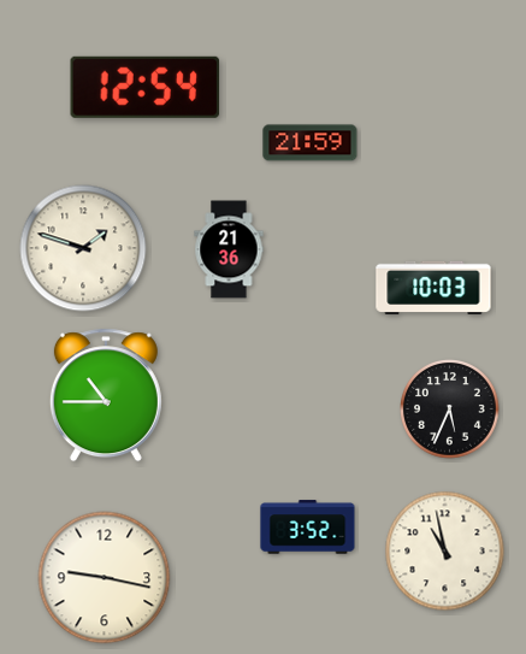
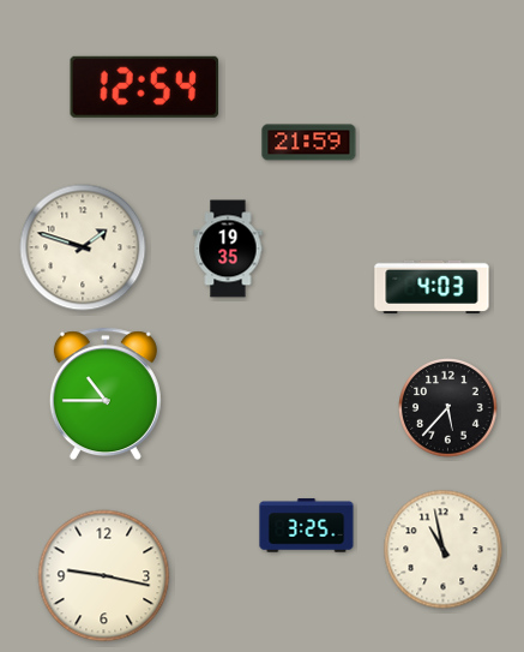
clock at (229, 249): 21:36 -> 19:35
clock at (433, 288): 10:03 -> 4:03
clock at (450, 410): 5:34 -> 5:37
clock at (308, 528): 3:52 -> 3:25
